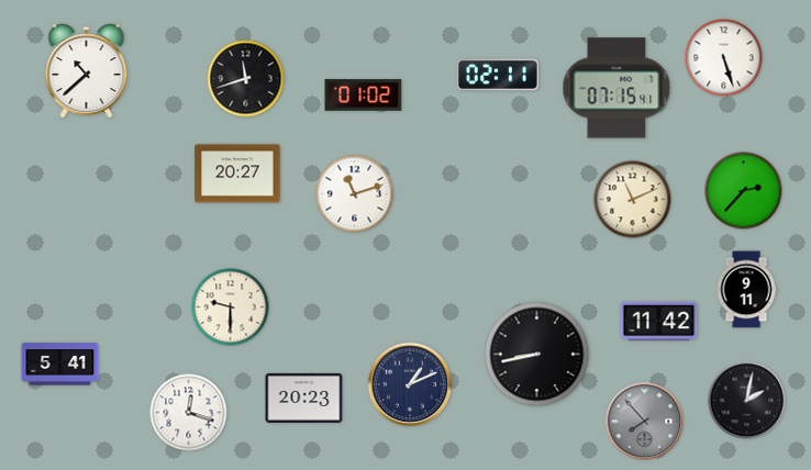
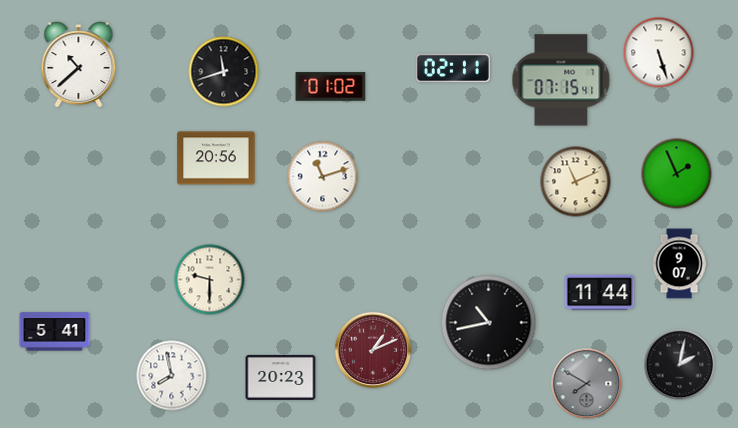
clock at (237, 174): 20:27 -> 20:56
clock at (744, 191): 2:37 -> 1:56
clock at (746, 290): 9:11 -> 9:07
clock at (659, 322): 11:42 -> 11:44
clock at (537, 355): 8:43 -> 10:43
clock at (410, 384) dial: navy -> burgundy
clock at (304, 398) position: (304, 398) -> (281, 377)
clock at (189, 413): 12:18 -> 7:58
clock at (645, 422): 7:53 -> 7:50
